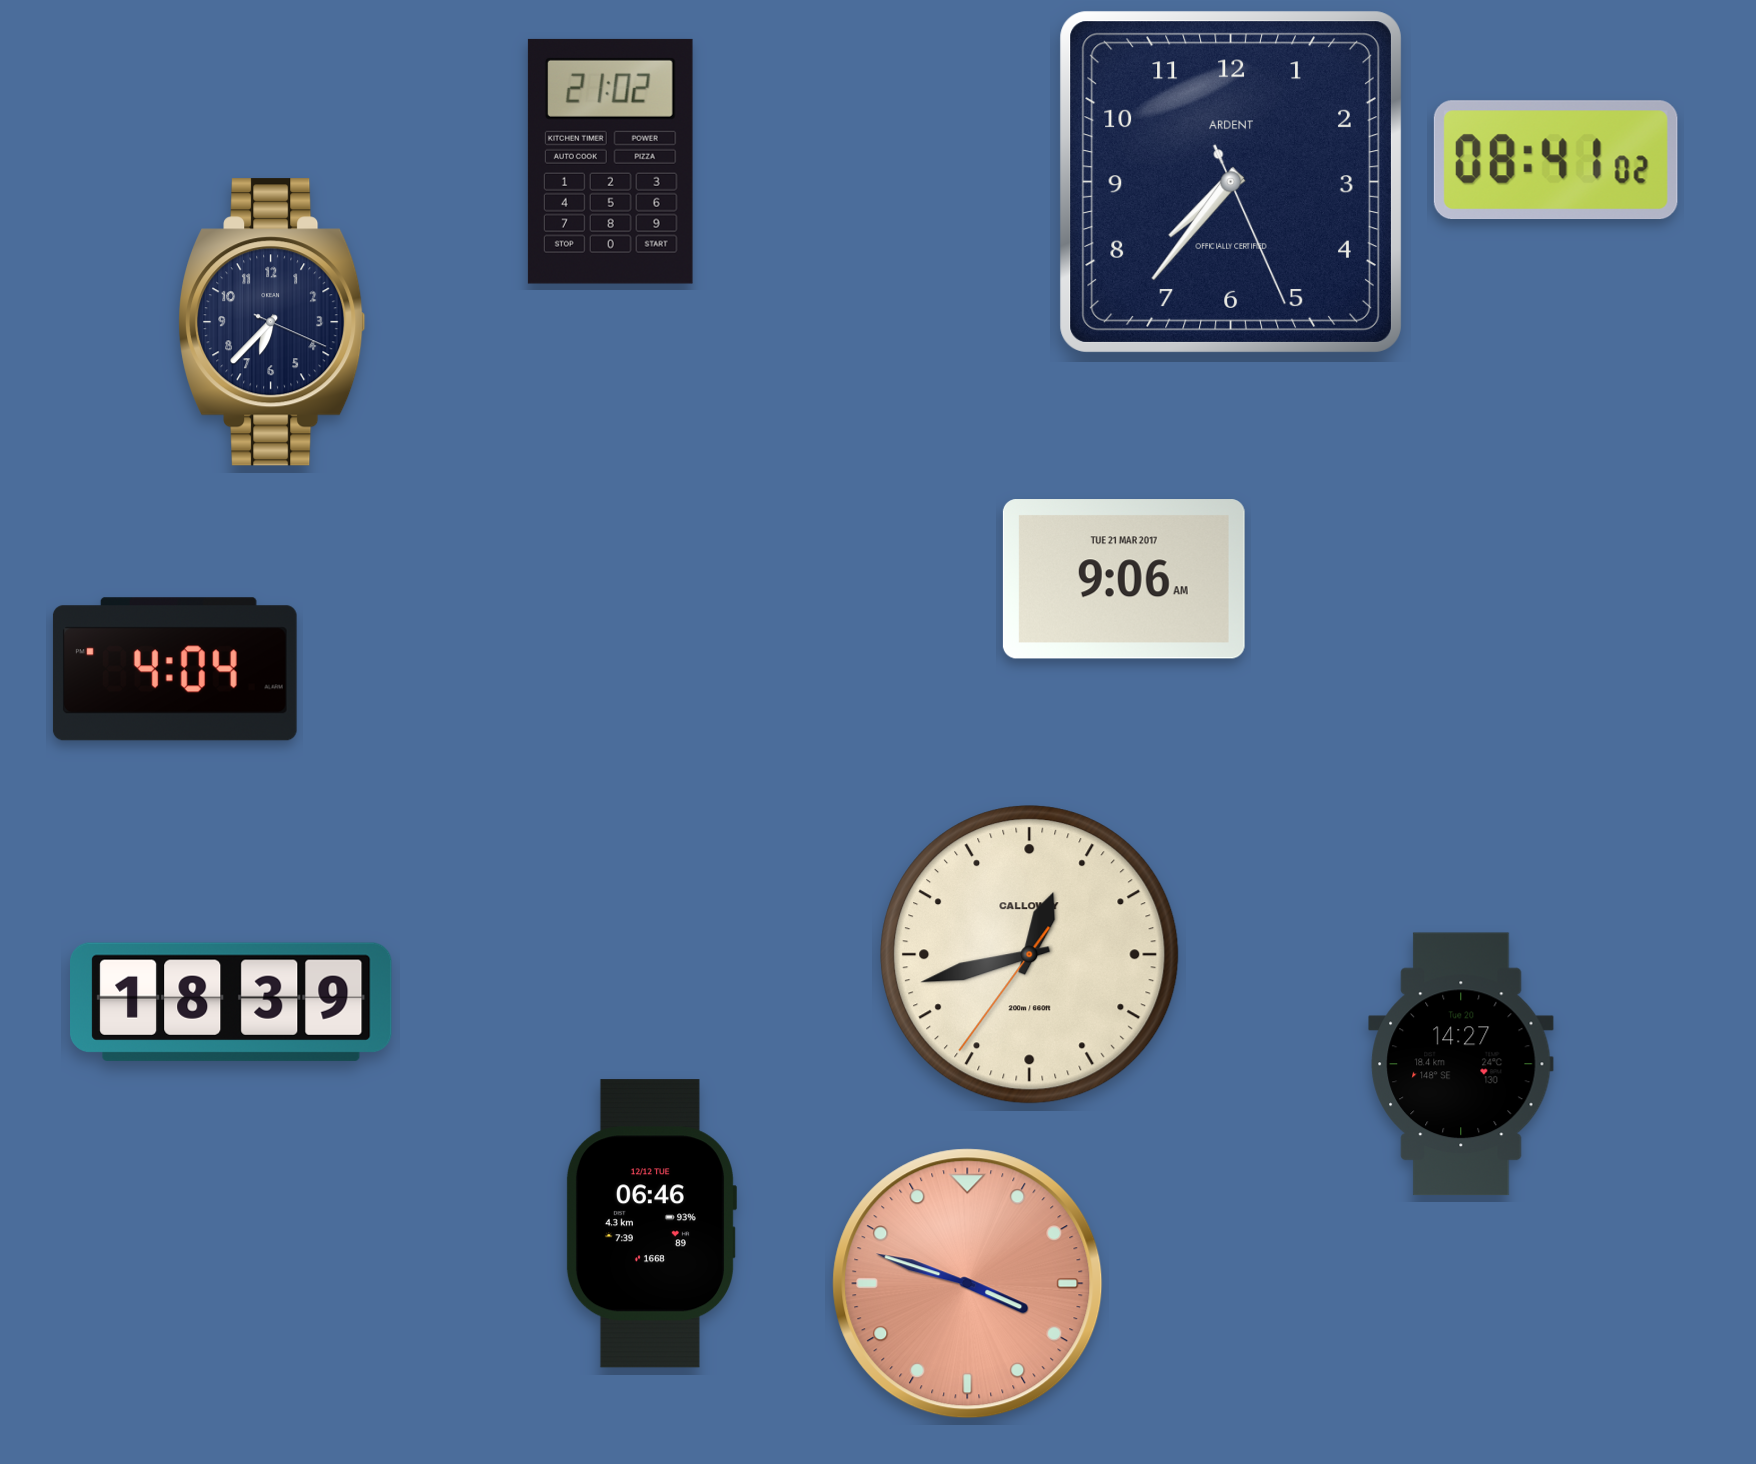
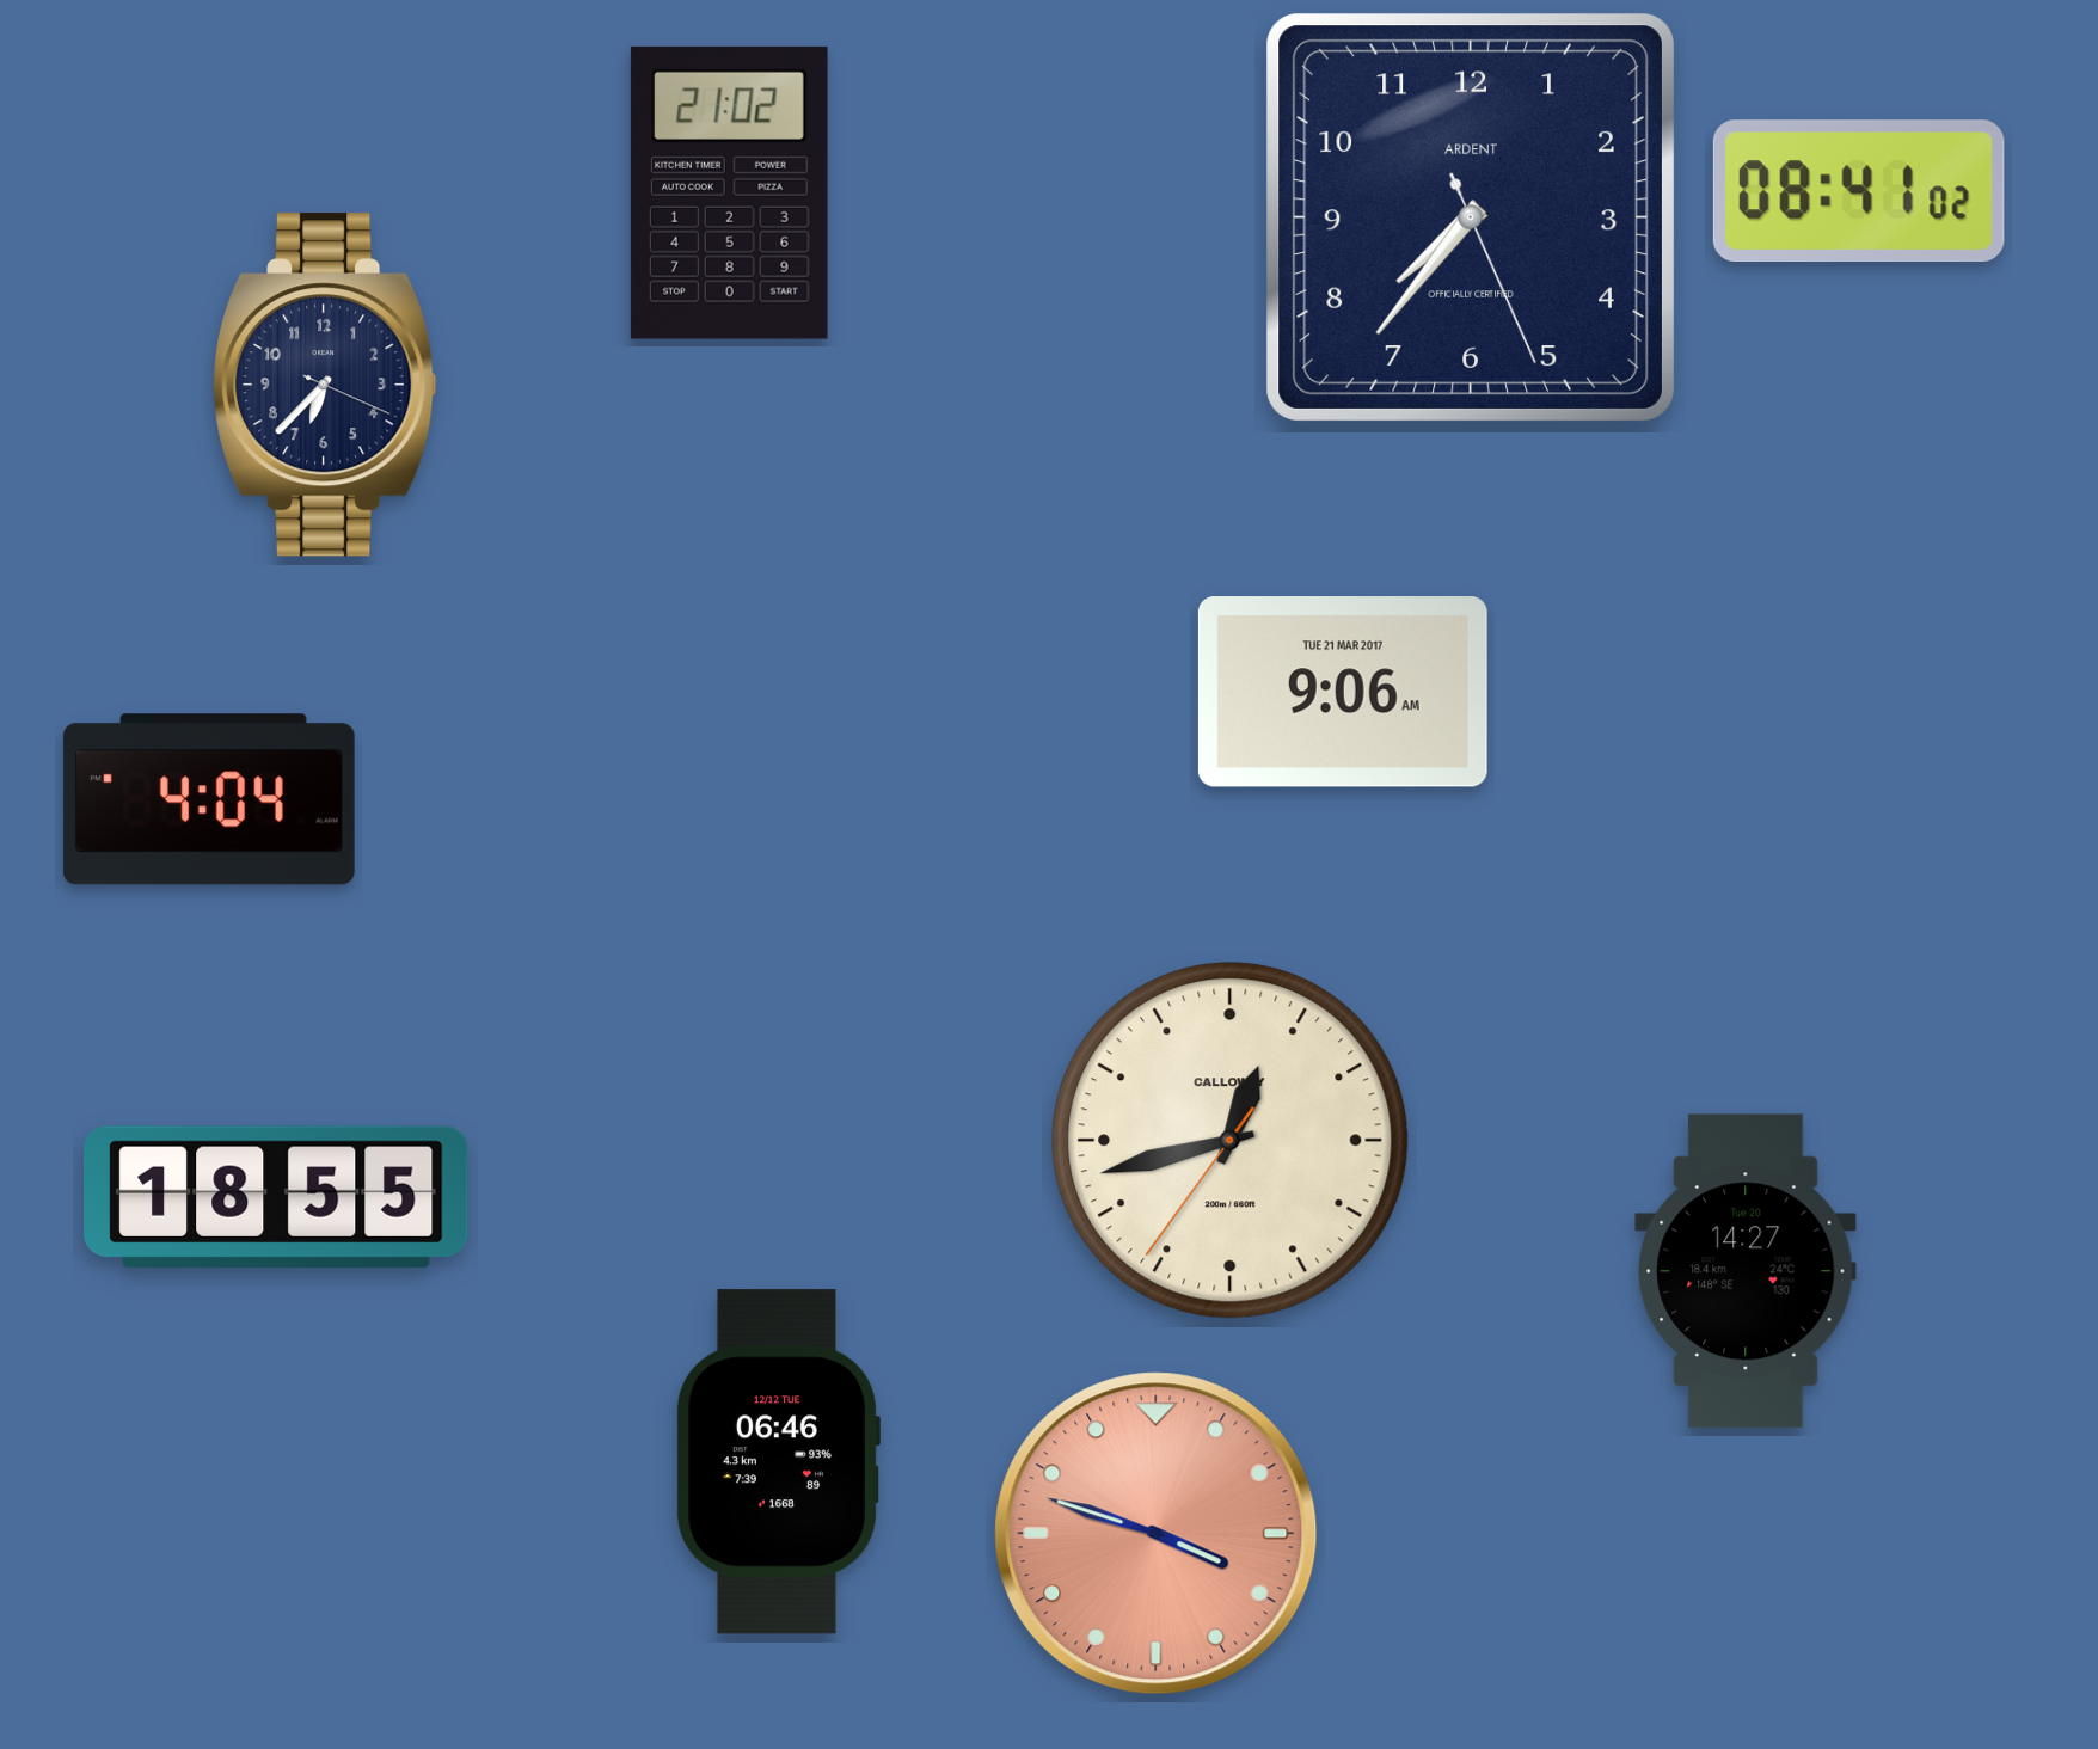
clock at (232, 1002): 18:39 -> 18:55
